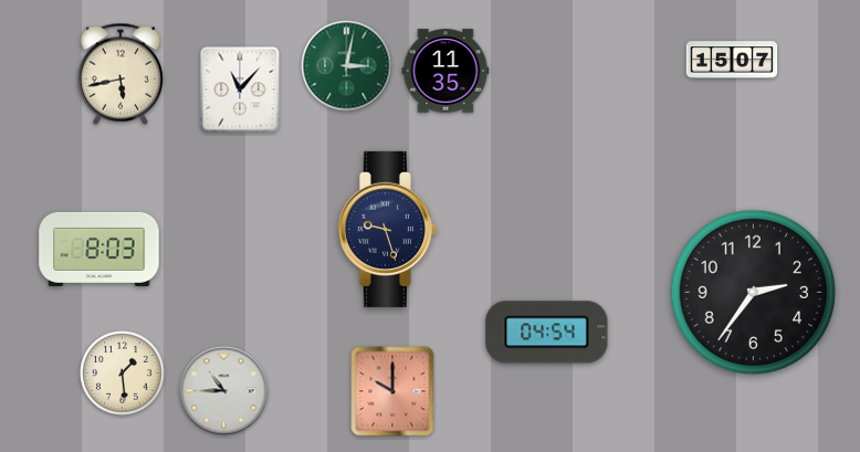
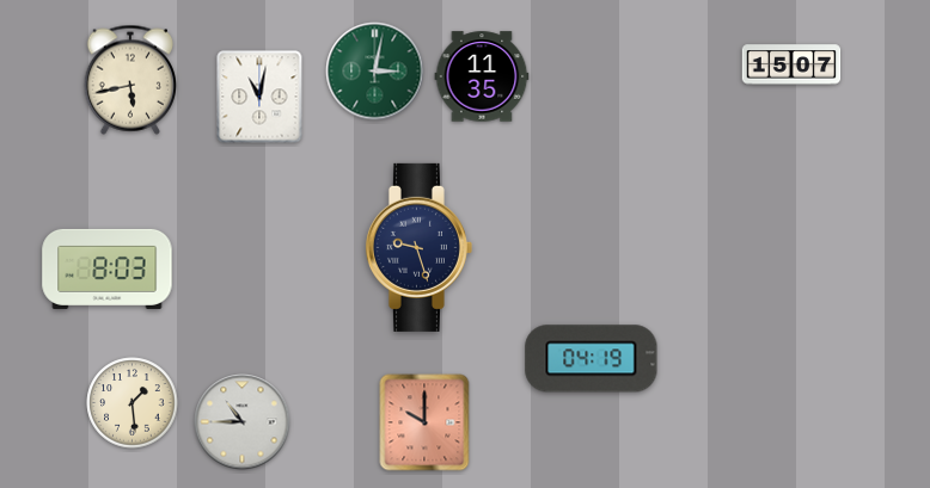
clock at (240, 90): 11:07 -> 11:02
clock at (754, 293): 2:36 -> none
clock at (547, 333): 04:54 -> 04:19
